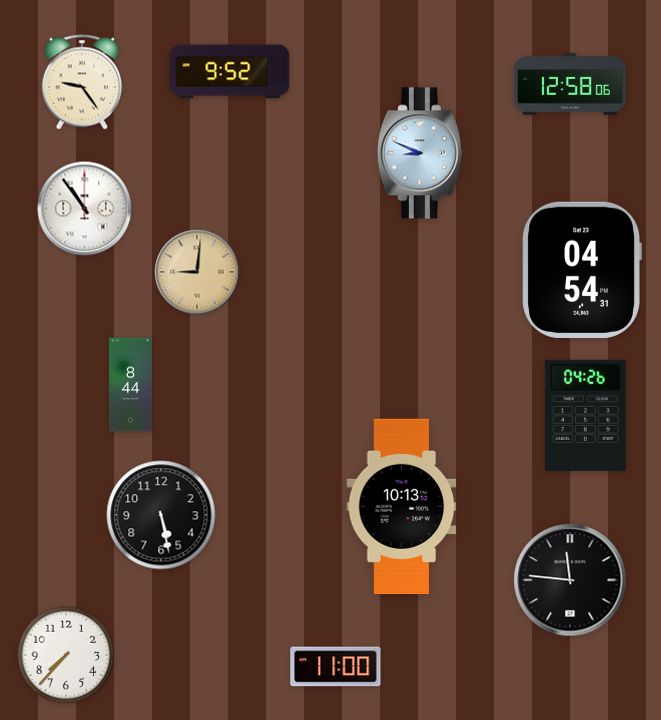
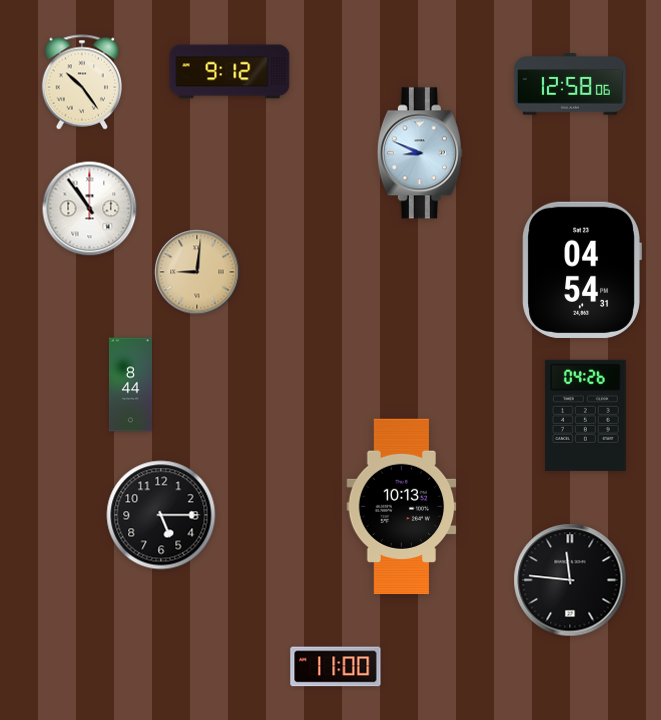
clock at (230, 72): 9:52 -> 9:12
clock at (82, 82): 9:24 -> 10:24
clock at (85, 209) position: (85, 209) -> (90, 209)
clock at (161, 515): 5:28 -> 5:15
clock at (66, 655): 7:37 -> none
